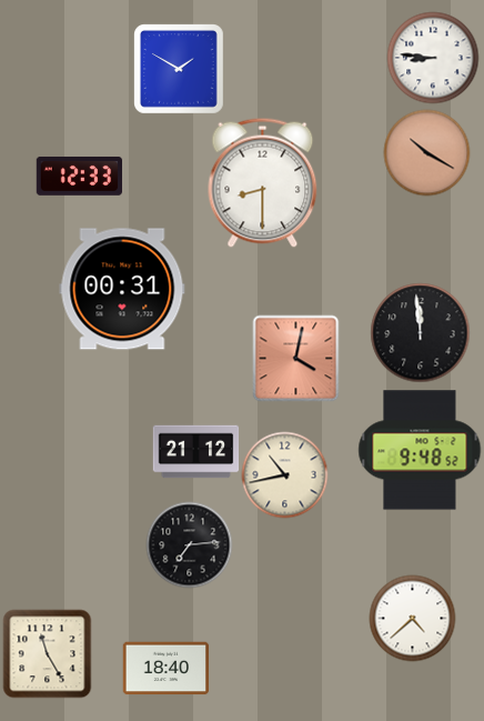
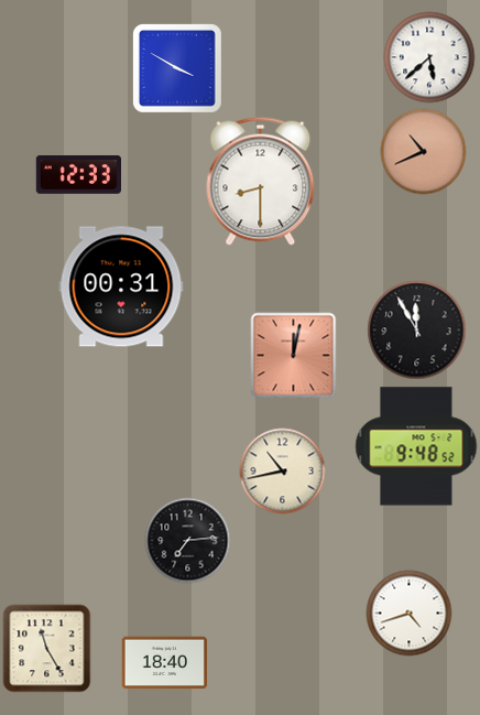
clock at (433, 58): 8:46 -> 5:38
clock at (179, 69): 1:50 -> 3:50
clock at (426, 152): 10:20 -> 10:41
clock at (420, 332): 11:59 -> 11:55
clock at (295, 358): 4:02 -> 12:02
clock at (195, 452): 21:12 -> none
clock at (412, 618): 4:38 -> 4:42
